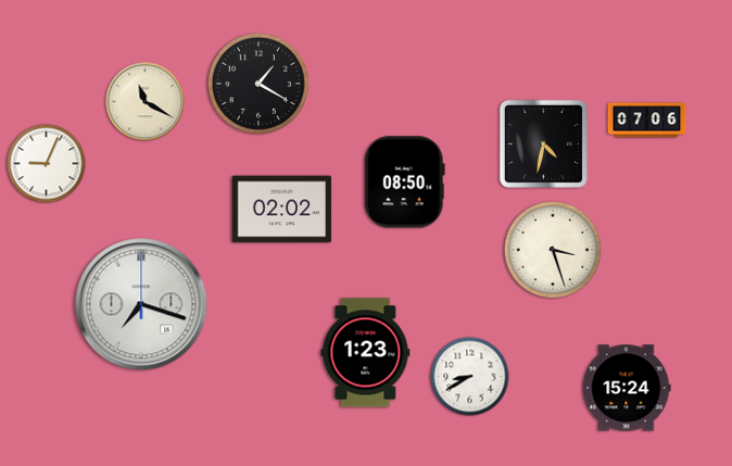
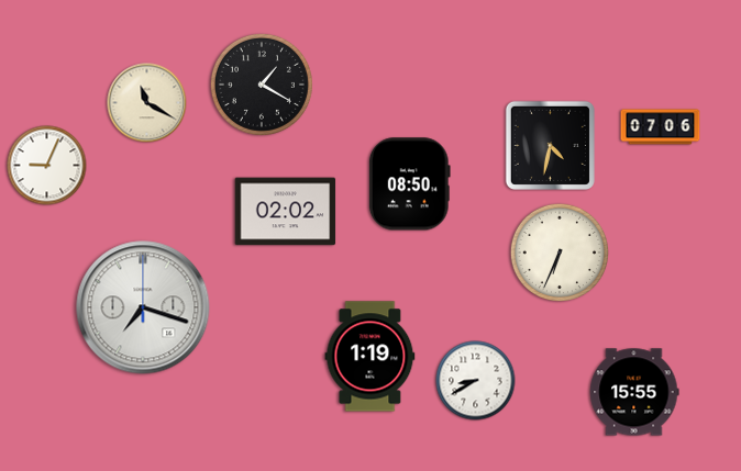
clock at (647, 121) position: (647, 121) -> (661, 127)
clock at (552, 249): 3:27 -> 6:34
clock at (366, 353): 1:23 -> 1:19
clock at (627, 388): 15:24 -> 15:55
